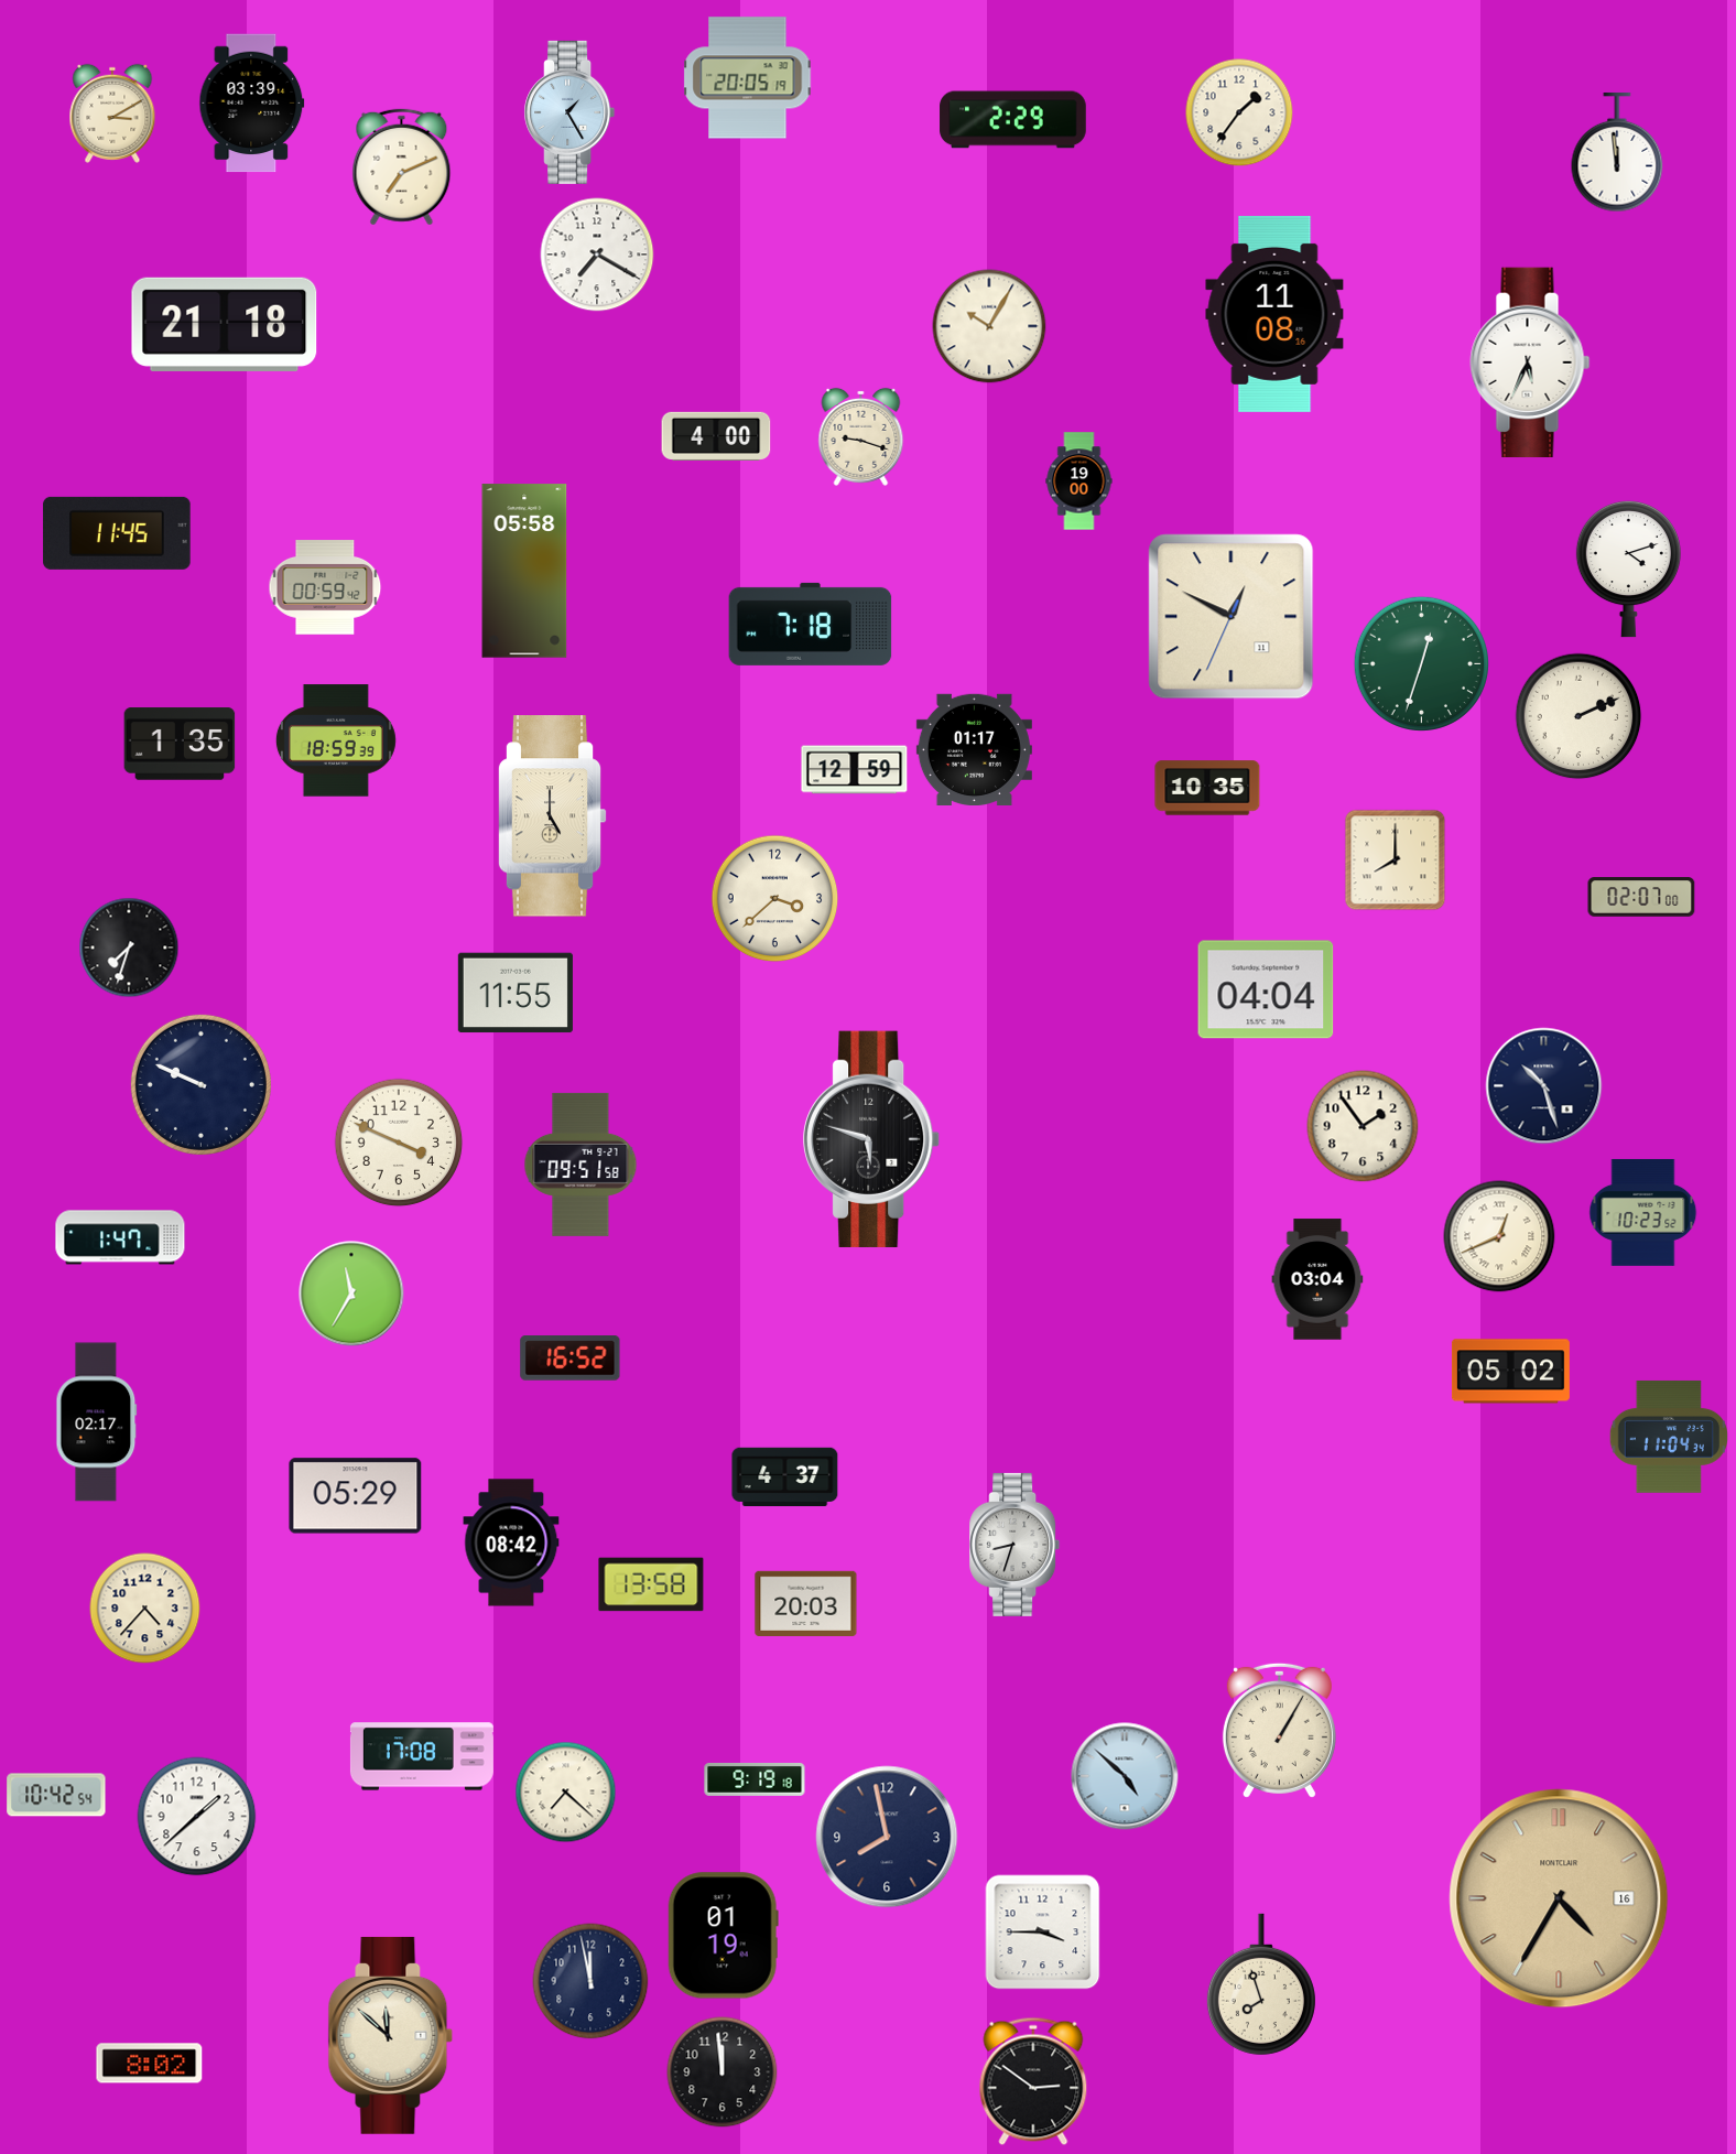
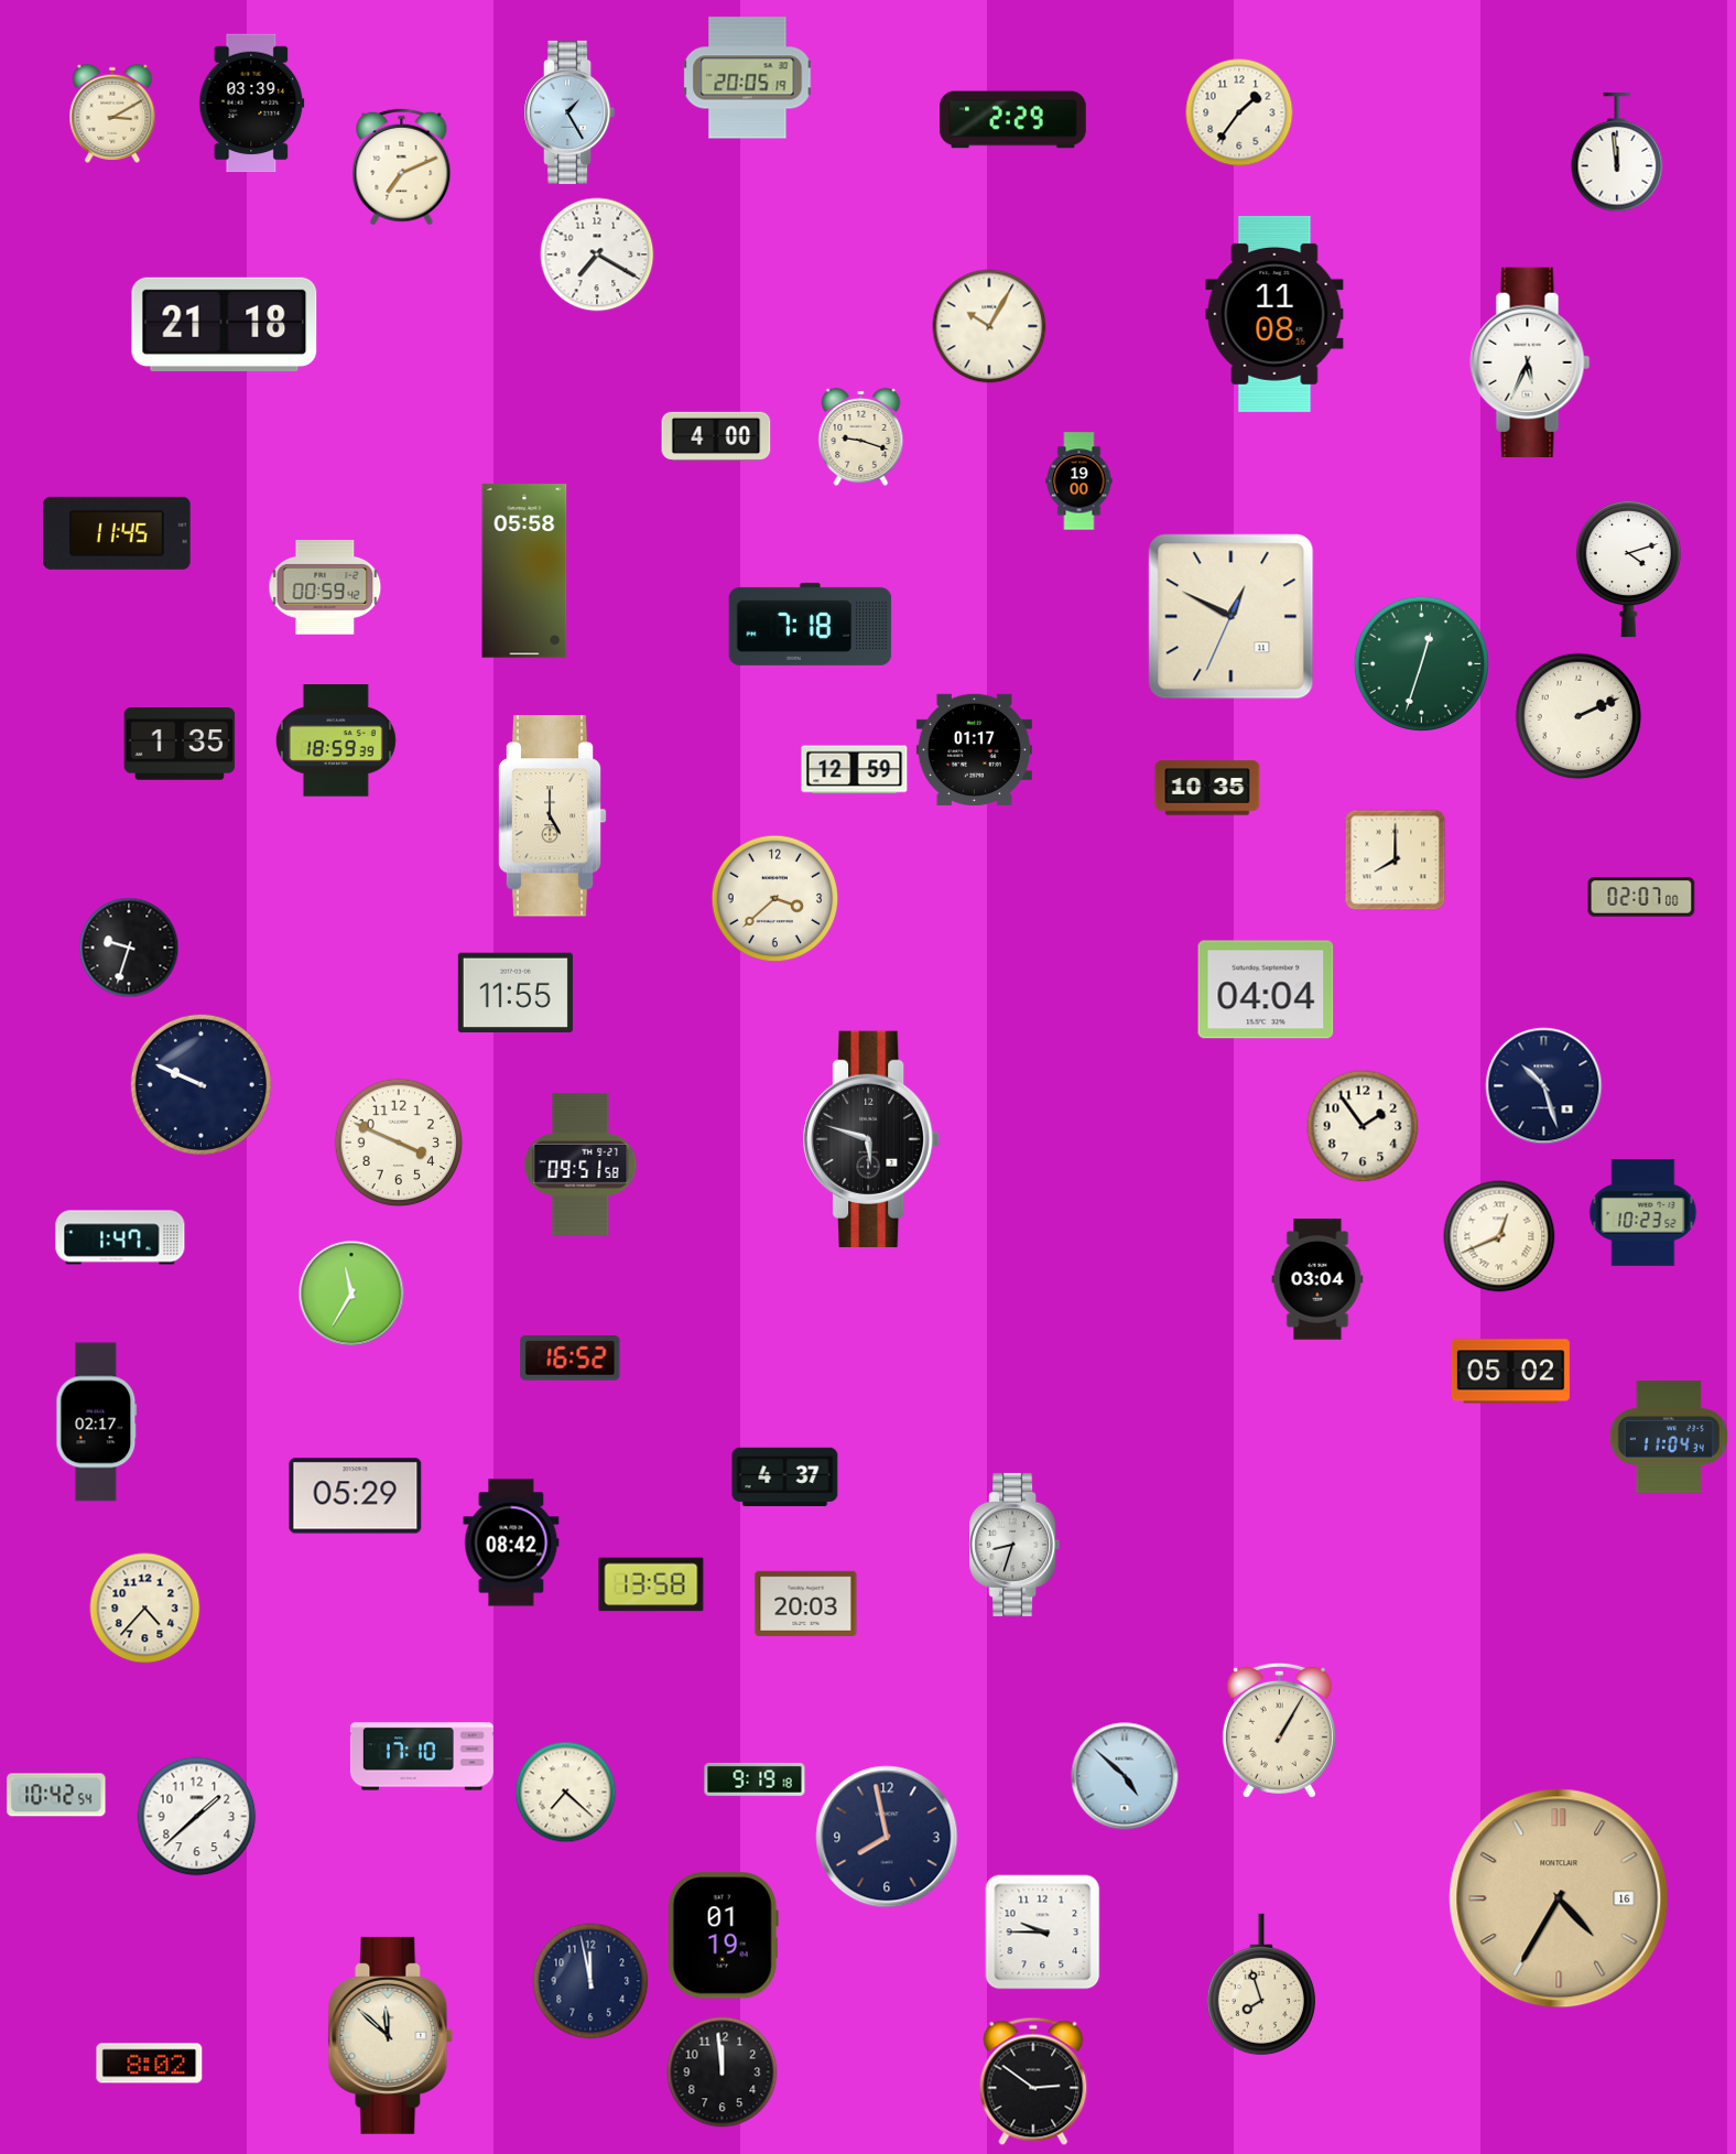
clock at (129, 948): 7:33 -> 9:33
clock at (422, 1756): 17:08 -> 17:10
clock at (1043, 1933): 3:45 -> 9:45
